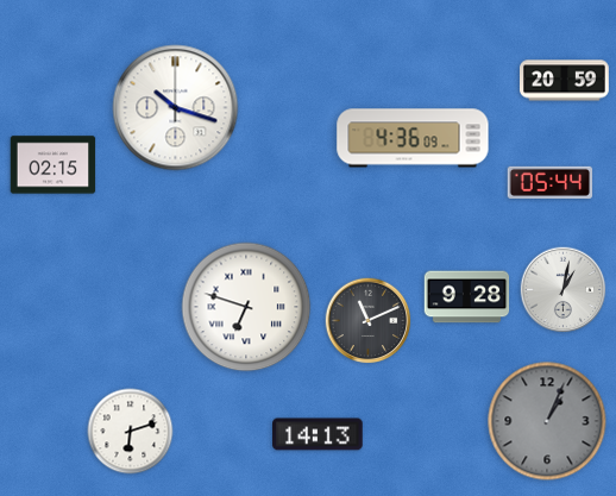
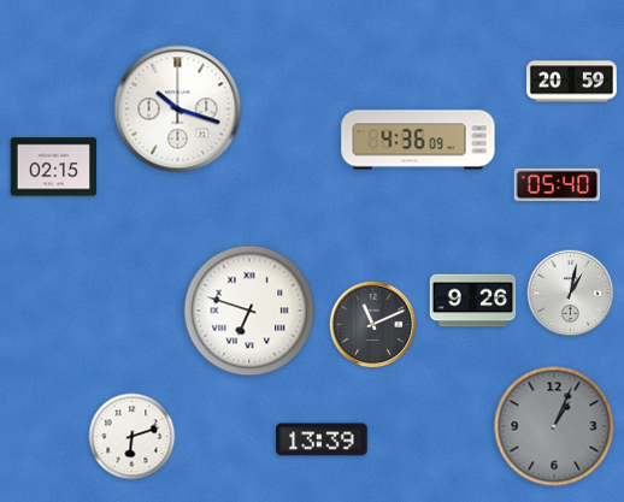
clock at (551, 182): 05:44 -> 05:40
clock at (467, 297): 9:28 -> 9:26
clock at (318, 434): 14:13 -> 13:39
